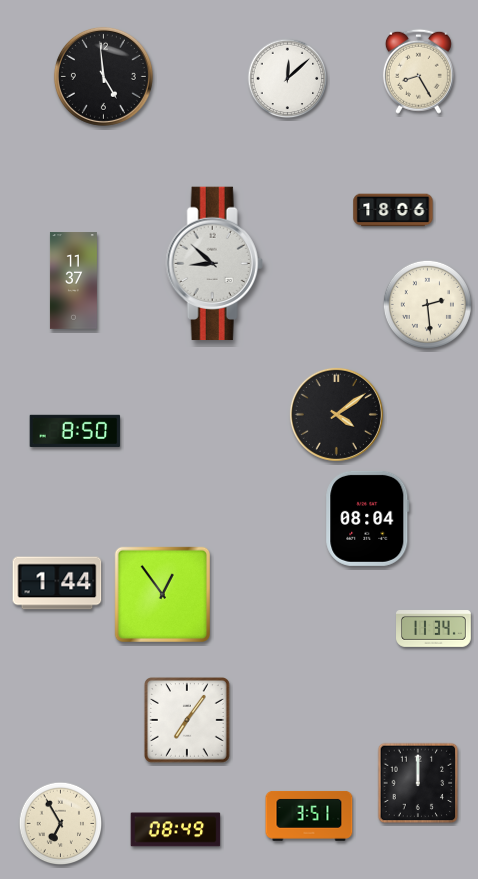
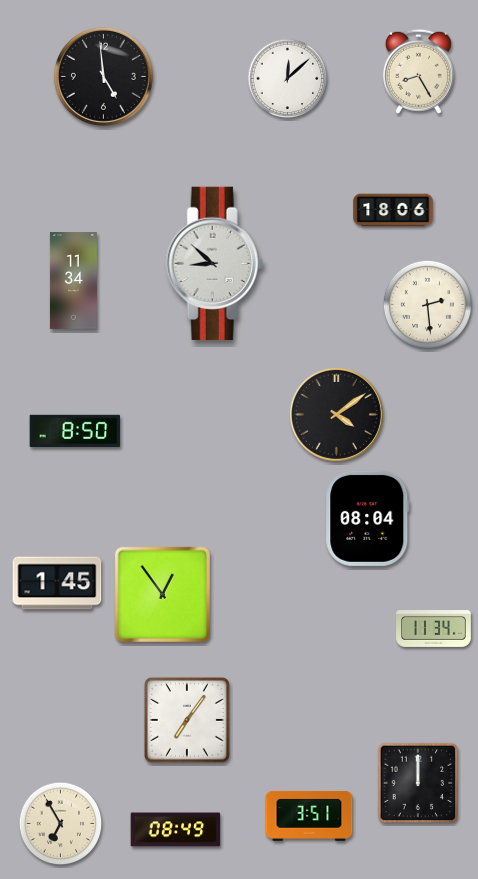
clock at (73, 281): 11:37 -> 11:34
clock at (57, 583): 1:44 -> 1:45
